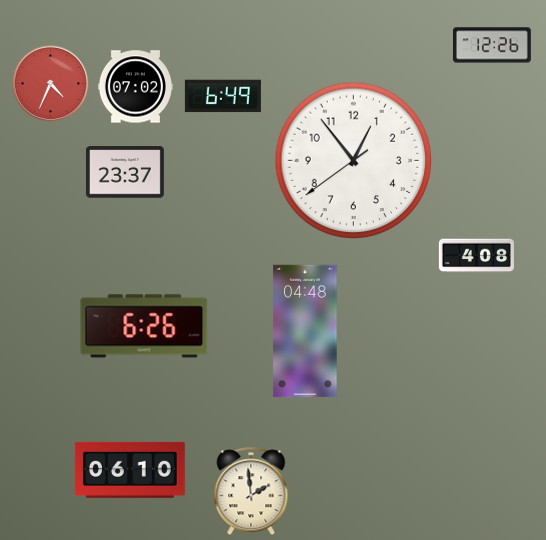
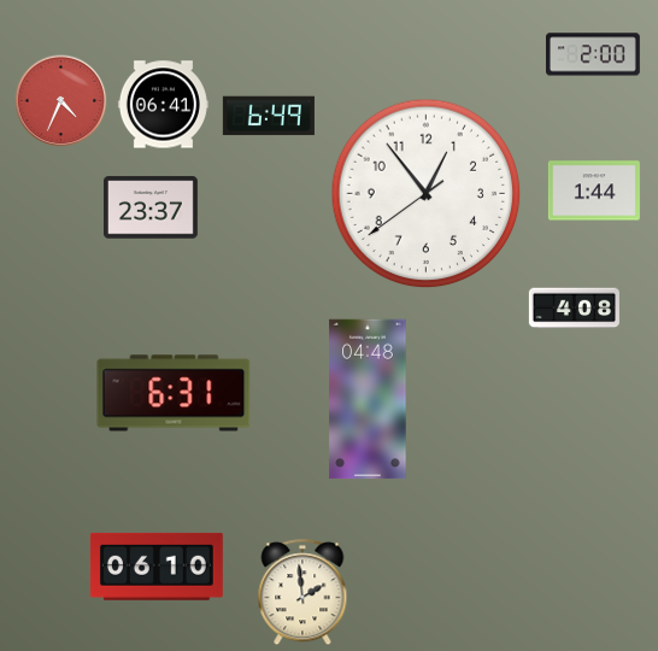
clock at (492, 45): 12:26 -> 2:00
clock at (135, 87): 07:02 -> 06:41
clock at (594, 190): none -> 1:44
clock at (144, 326): 6:26 -> 6:31
